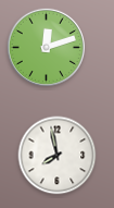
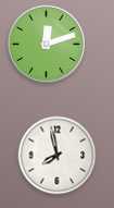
clock at (46, 47) position: (46, 47) -> (46, 44)
